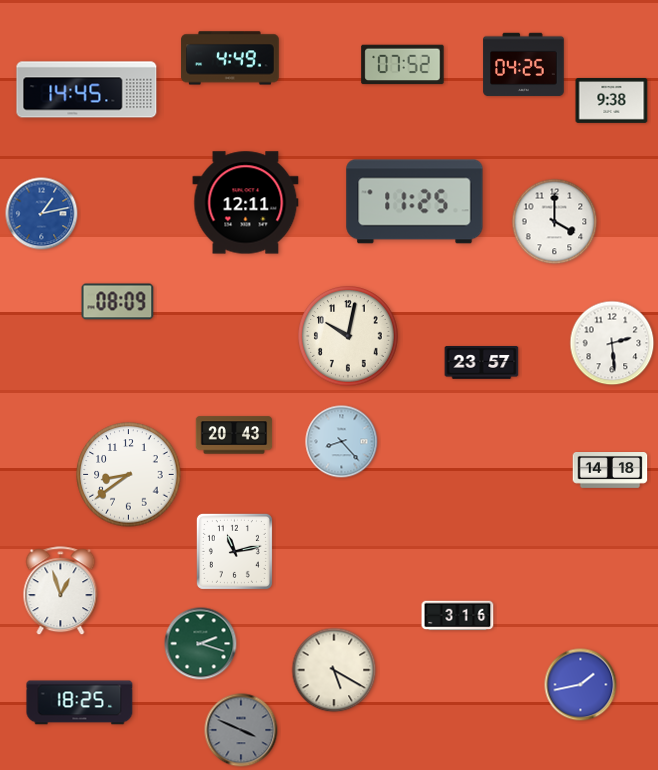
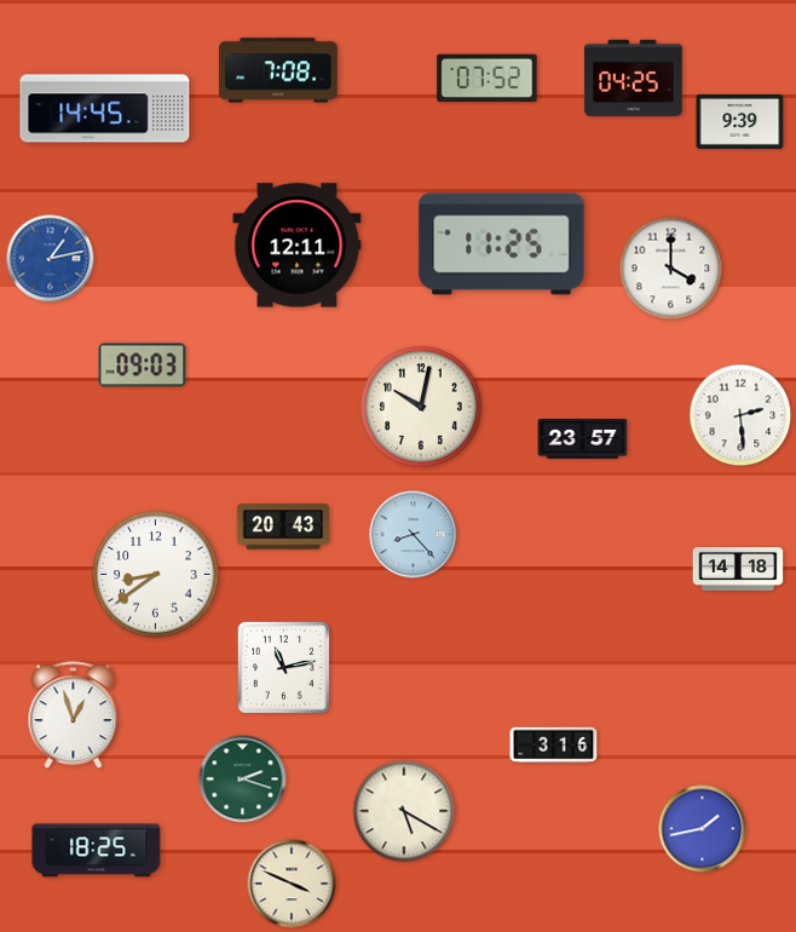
clock at (230, 58): 4:49 -> 7:08
clock at (612, 100): 9:38 -> 9:39
clock at (118, 302): 08:09 -> 09:03
clock at (241, 730) dial: grey -> cream
